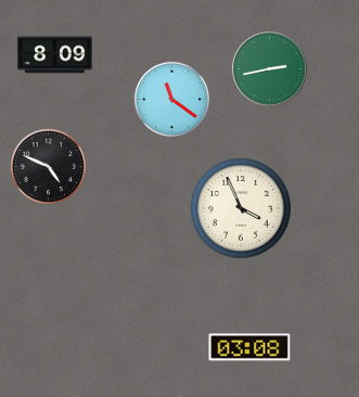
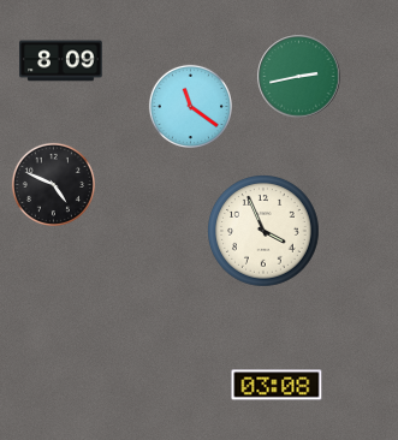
clock at (171, 99) position: (171, 99) -> (190, 106)
clock at (241, 208) position: (241, 208) -> (263, 231)
